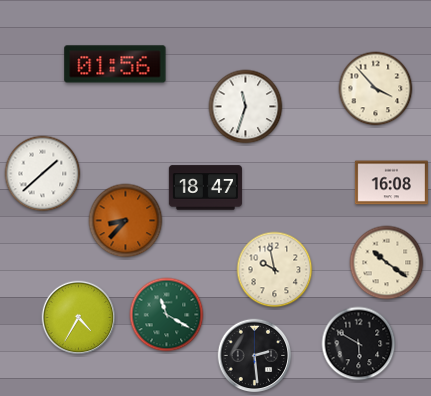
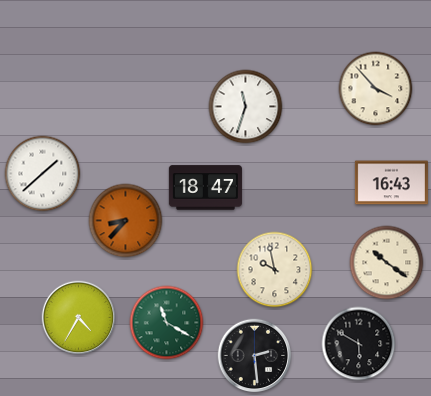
clock at (115, 64): 01:56 -> none
clock at (391, 183): 16:08 -> 16:43
clock at (167, 315) position: (167, 315) -> (167, 323)
